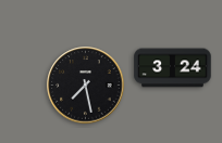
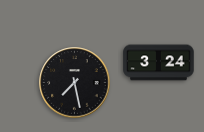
clock at (86, 86) position: (86, 86) -> (75, 83)
